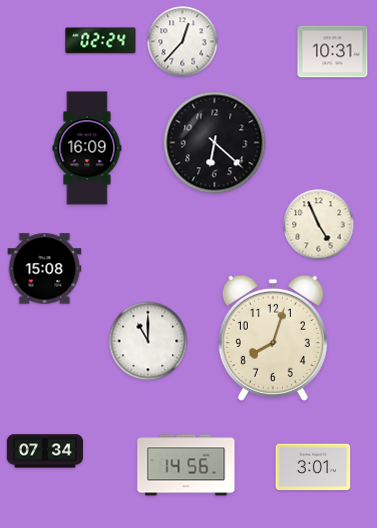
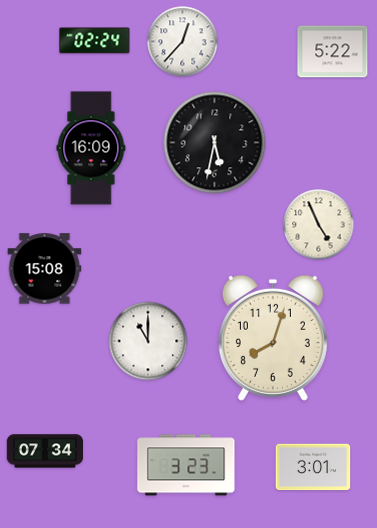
clock at (101, 41) position: (101, 41) -> (95, 41)
clock at (333, 52): 10:31 -> 5:22
clock at (215, 143): 6:22 -> 5:32
clock at (87, 148) position: (87, 148) -> (91, 148)
clock at (186, 465): 14:56 -> 3:23
